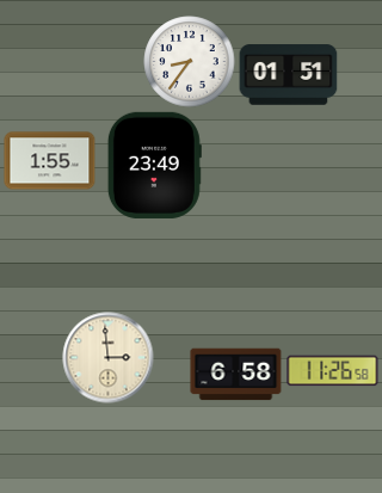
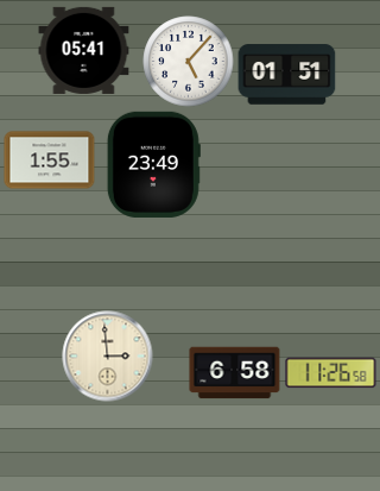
clock at (84, 50): none -> 05:41
clock at (190, 62): 8:36 -> 5:07
clock at (333, 371) position: (333, 371) -> (331, 373)
